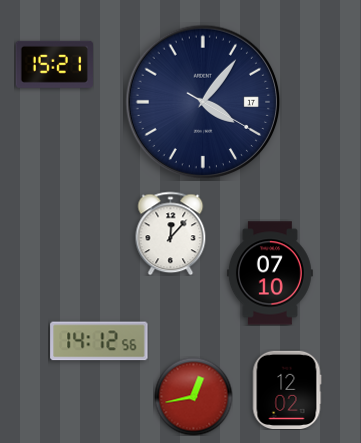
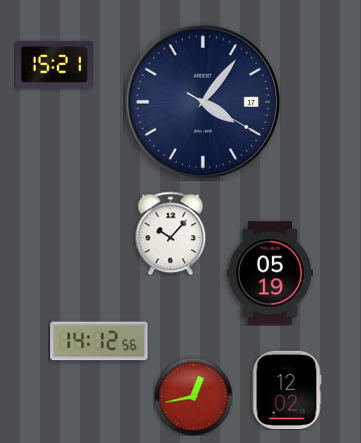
clock at (171, 233): 12:07 -> 10:07
clock at (270, 273): 07:10 -> 05:19
